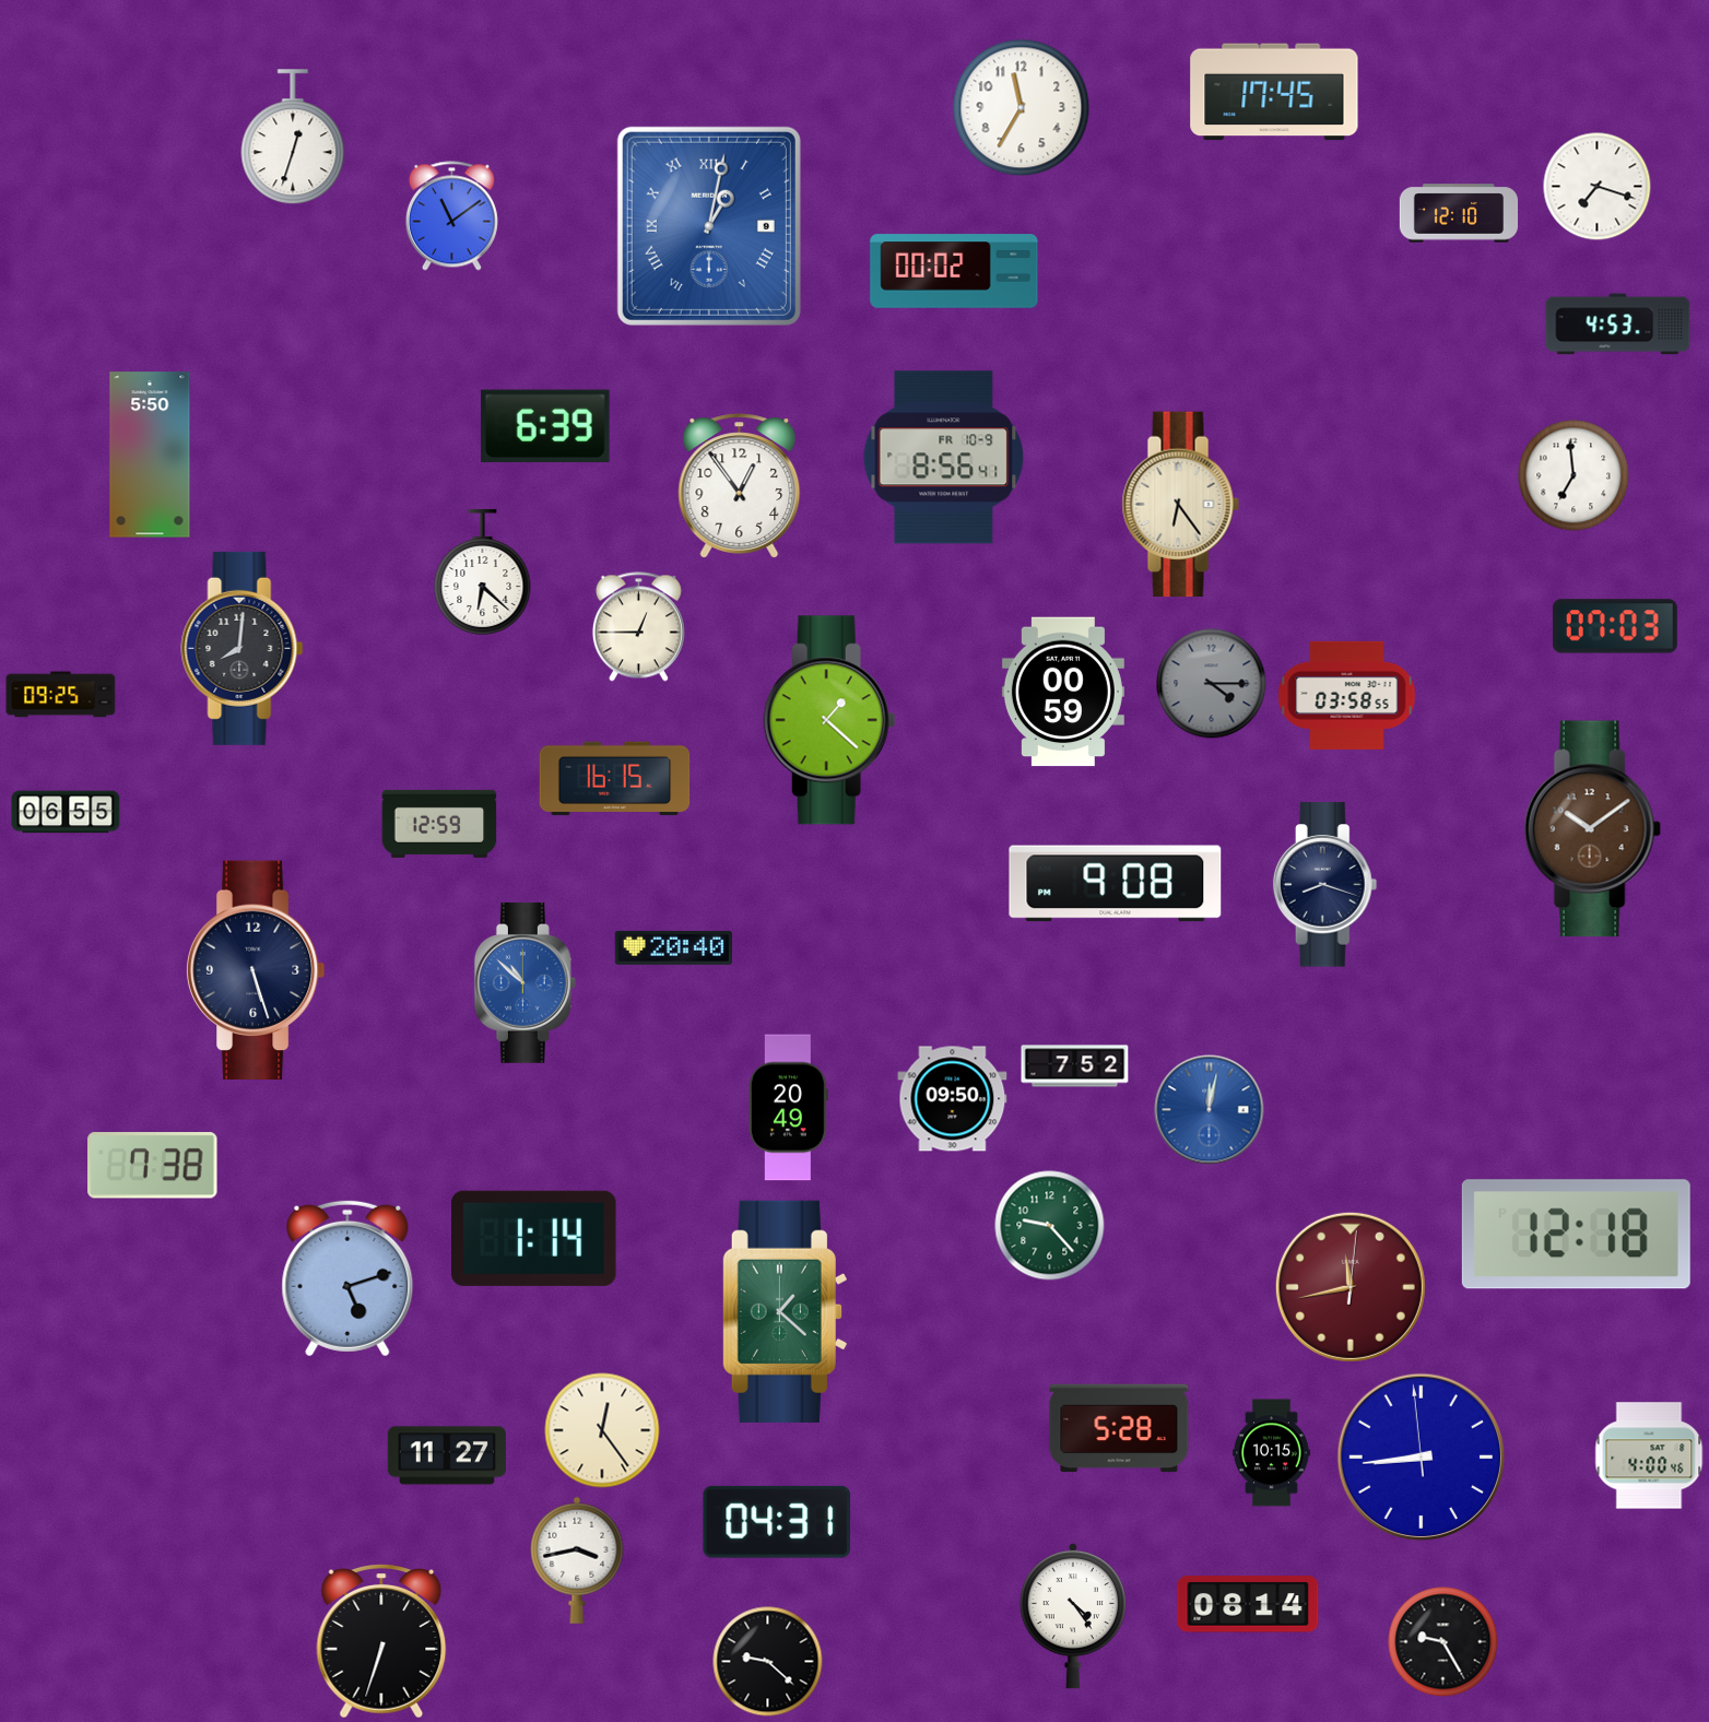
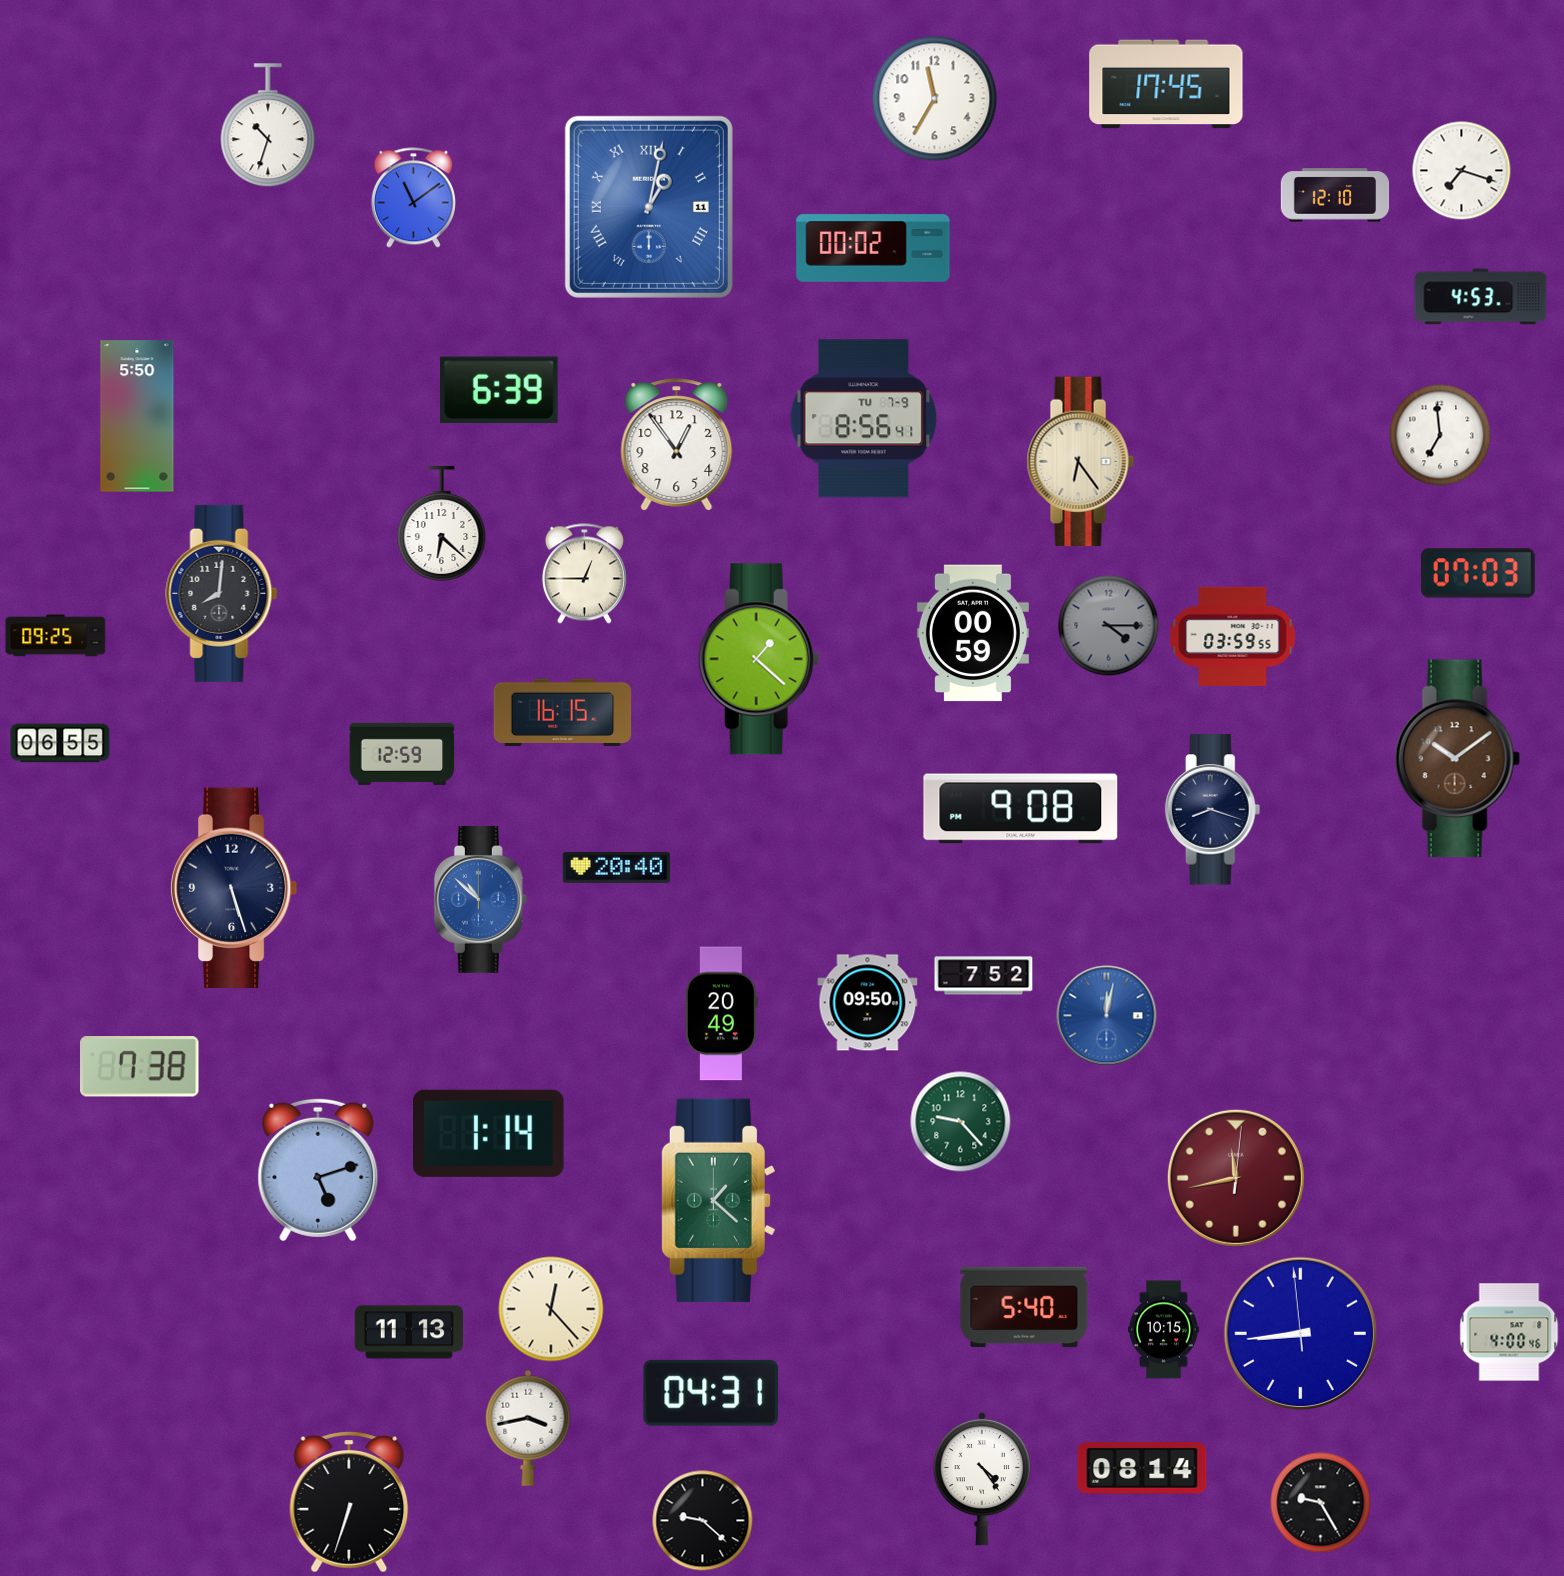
clock at (293, 138): 12:33 -> 10:33
clock at (709, 226) date: 9 -> 11
clock at (944, 458) date: FR 10-9 -> TU 7-9
clock at (1347, 695): 03:58 -> 03:59
clock at (953, 1099) position: (953, 1099) -> (868, 1003)
clock at (1576, 1235): 12:18 -> none
clock at (1119, 1428): 5:28 -> 5:40
clock at (602, 1430): 12:24 -> 12:23
clock at (446, 1455): 11:27 -> 11:13
